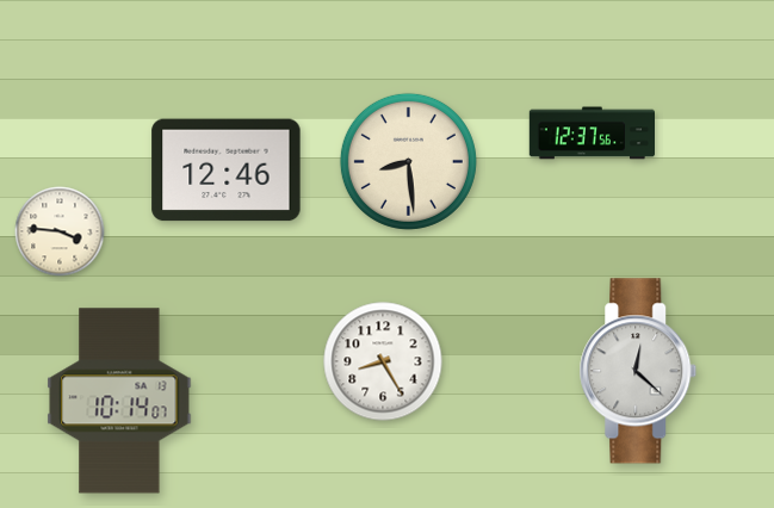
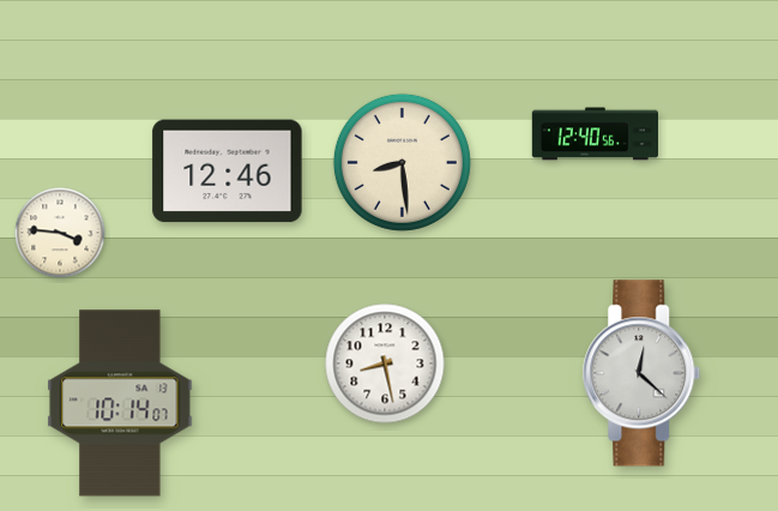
clock at (592, 134): 12:37 -> 12:40
clock at (408, 161) position: (408, 161) -> (402, 162)
clock at (383, 361): 8:25 -> 8:28
